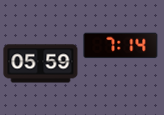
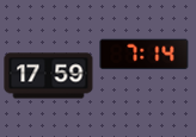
clock at (41, 64): 05:59 -> 17:59
